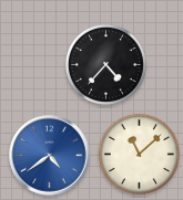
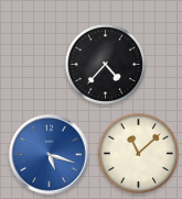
clock at (50, 156): 4:39 -> 5:18
